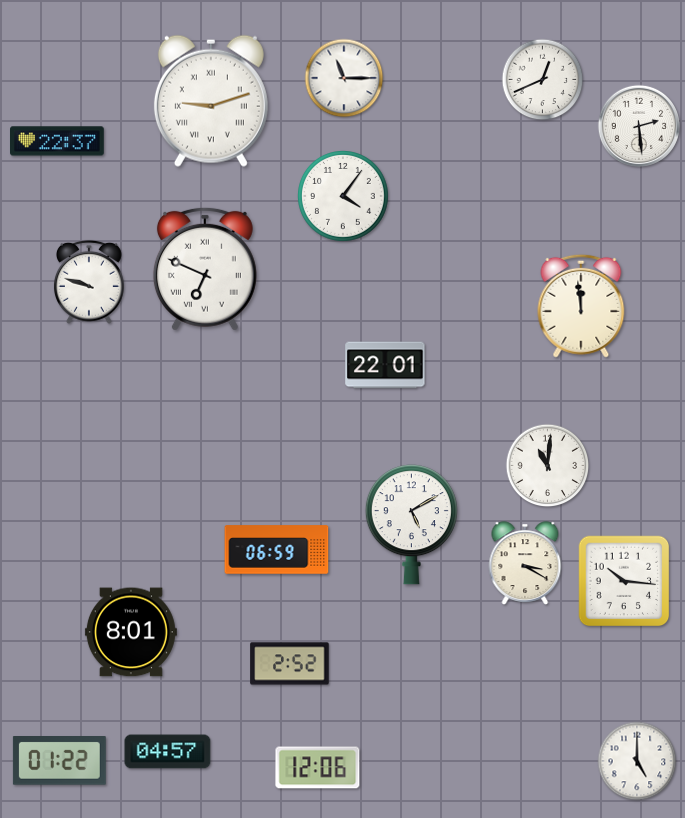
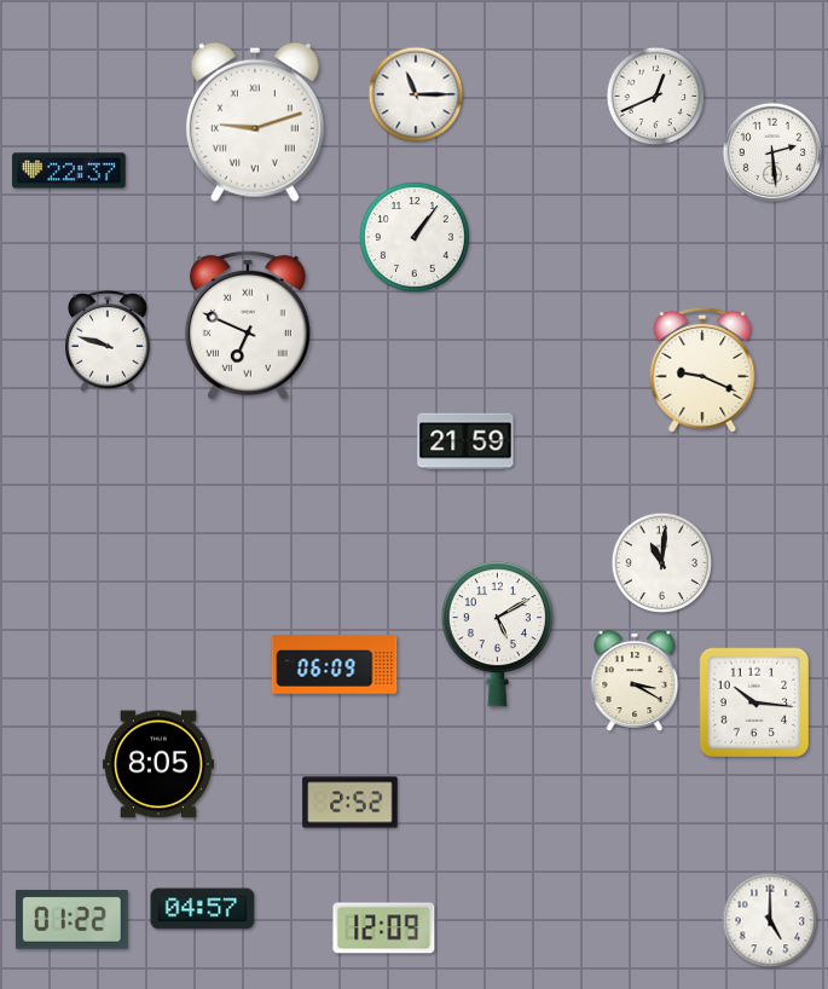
clock at (344, 197): 4:06 -> 1:06
clock at (581, 306): 11:59 -> 9:19
clock at (385, 365): 22:01 -> 21:59
clock at (277, 550): 06:59 -> 06:09
clock at (131, 632): 8:01 -> 8:05
clock at (318, 768): 12:06 -> 12:09
